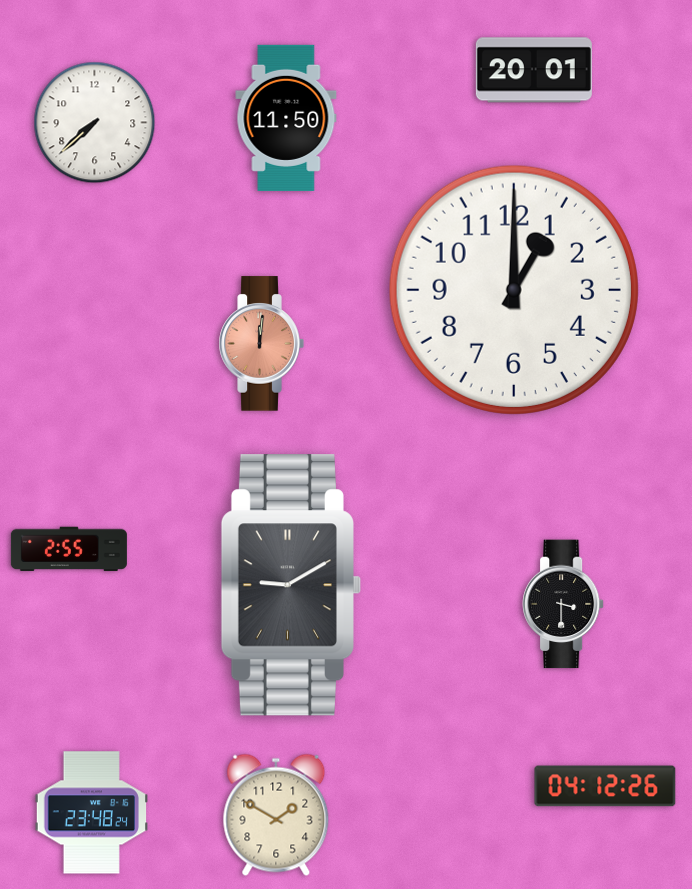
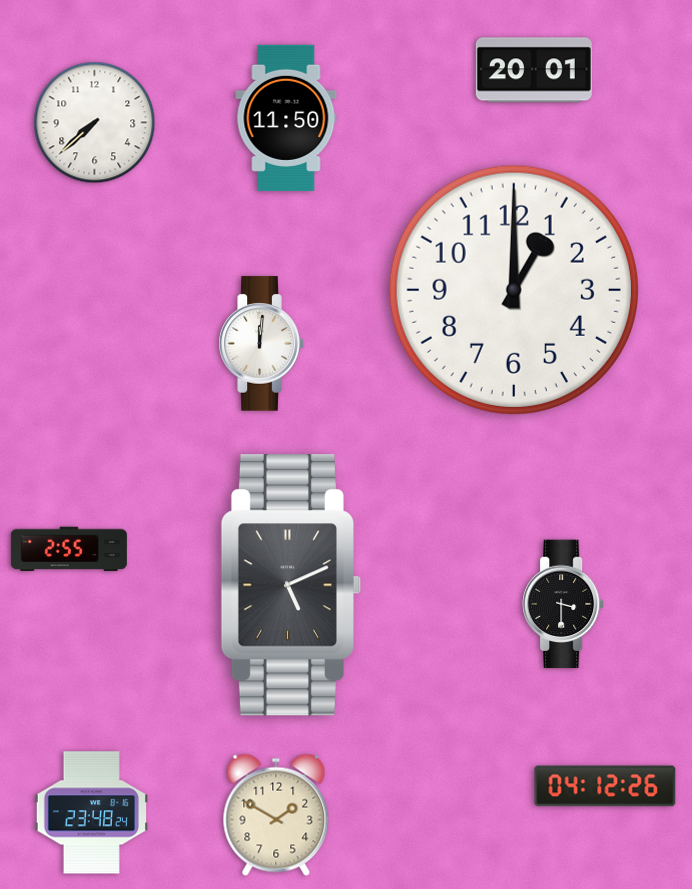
clock at (261, 344) dial: salmon -> white
clock at (290, 585): 9:10 -> 5:11
